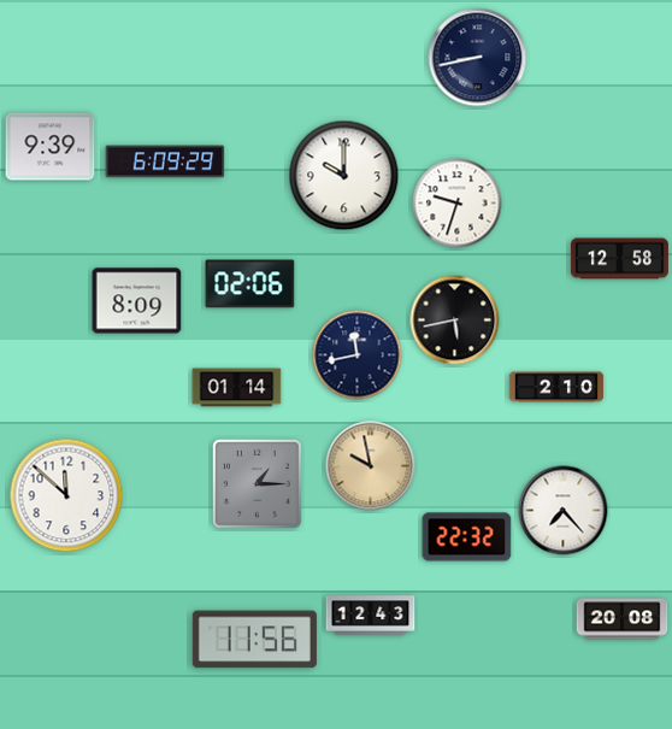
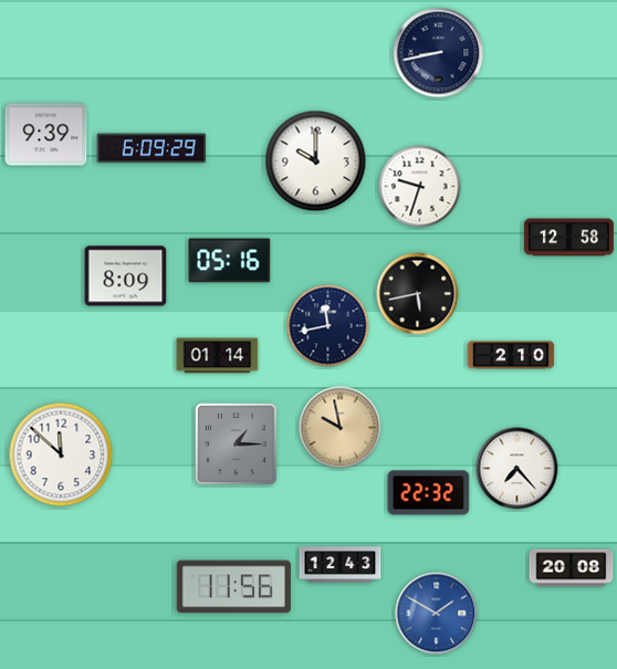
clock at (250, 284): 02:06 -> 05:16
clock at (437, 614): none -> 1:50
